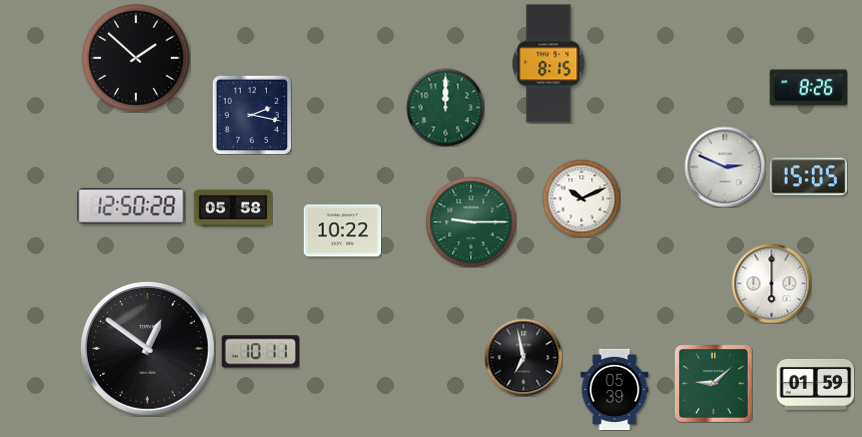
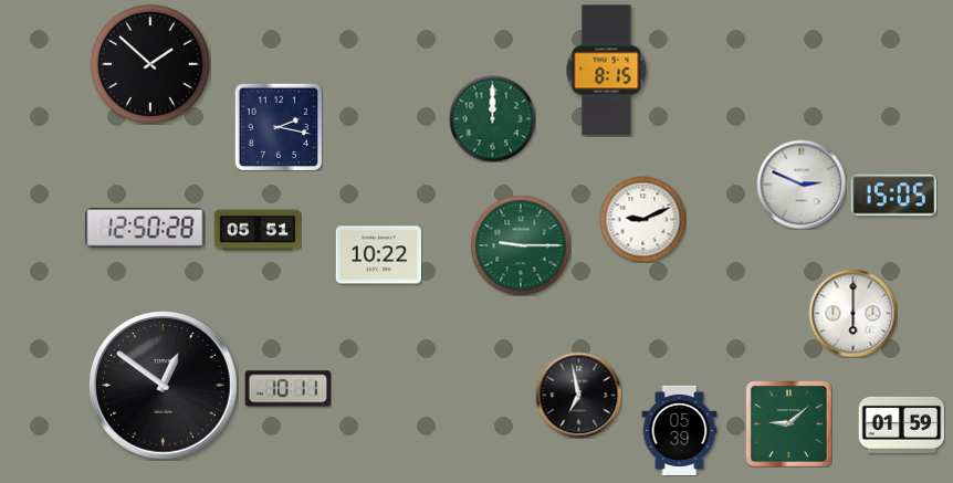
clock at (808, 88): 8:26 -> none
clock at (581, 198): 10:11 -> 9:11
clock at (233, 208): 05:58 -> 05:51
